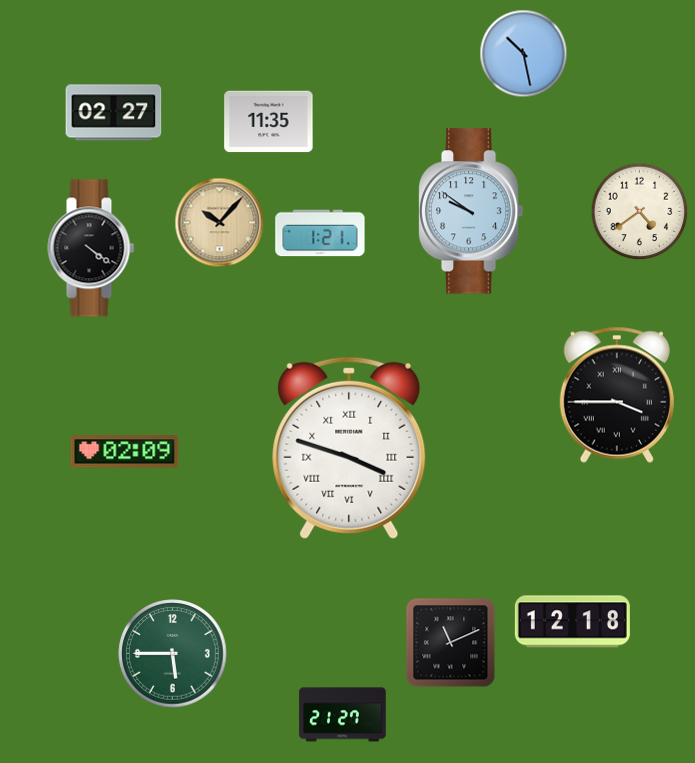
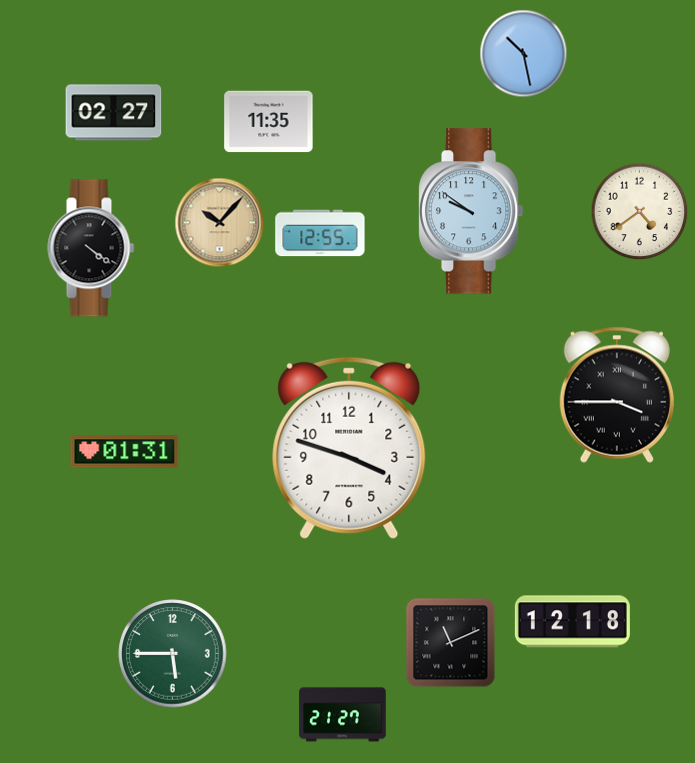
clock at (320, 233): 1:21 -> 12:55
clock at (349, 448) numerals: Roman -> Arabic
clock at (125, 452): 02:09 -> 01:31
